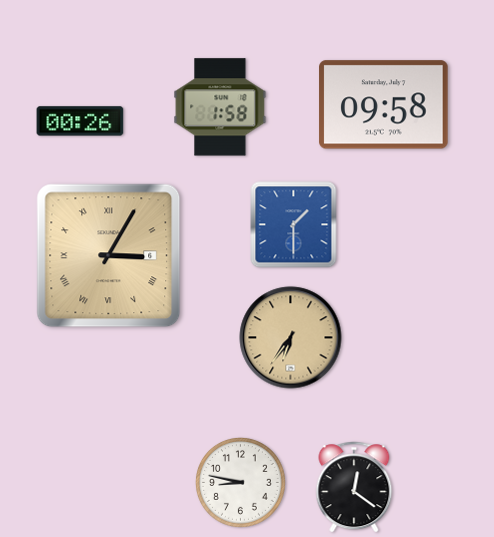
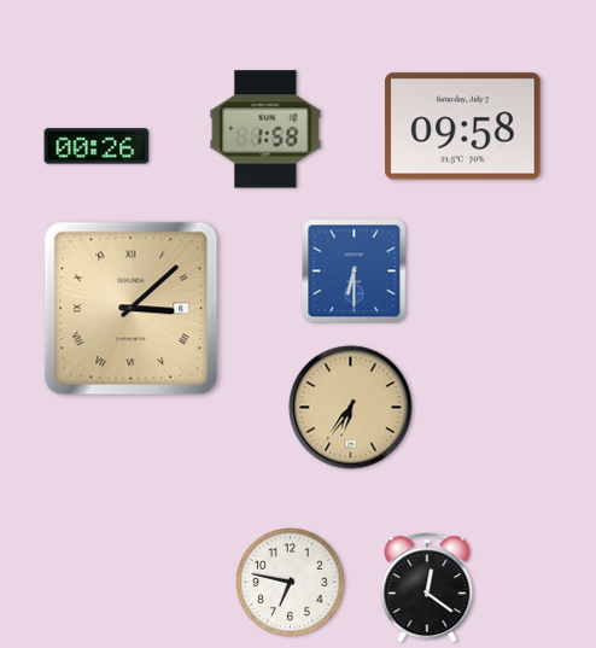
clock at (294, 225): 1:30 -> 6:30
clock at (109, 256): 3:05 -> 3:08
clock at (240, 482): 8:47 -> 6:47
